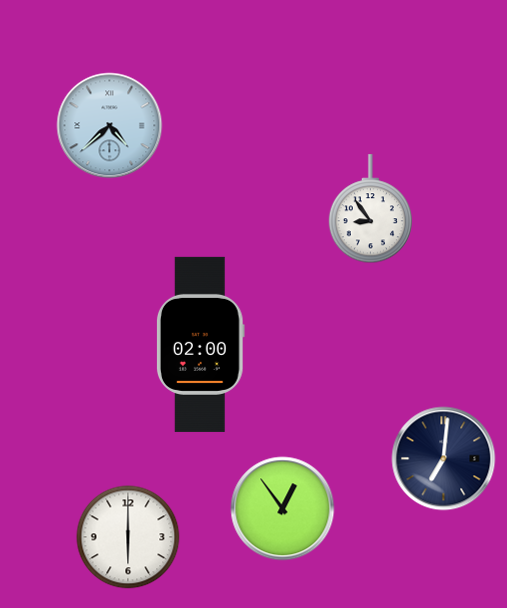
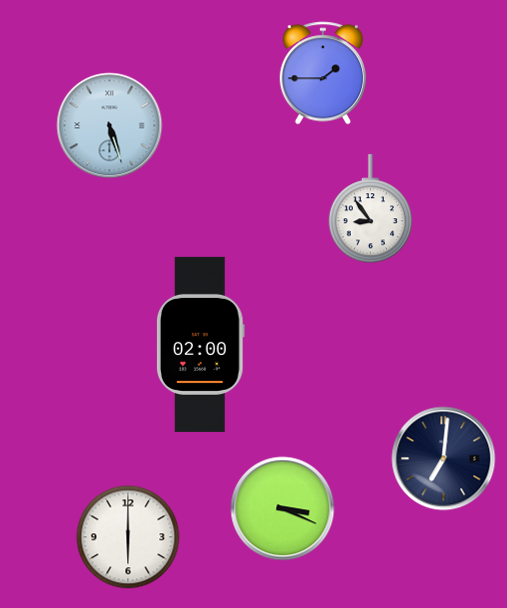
clock at (323, 73): none -> 1:45
clock at (110, 126): 4:38 -> 5:27
clock at (283, 509): 12:54 -> 3:19
